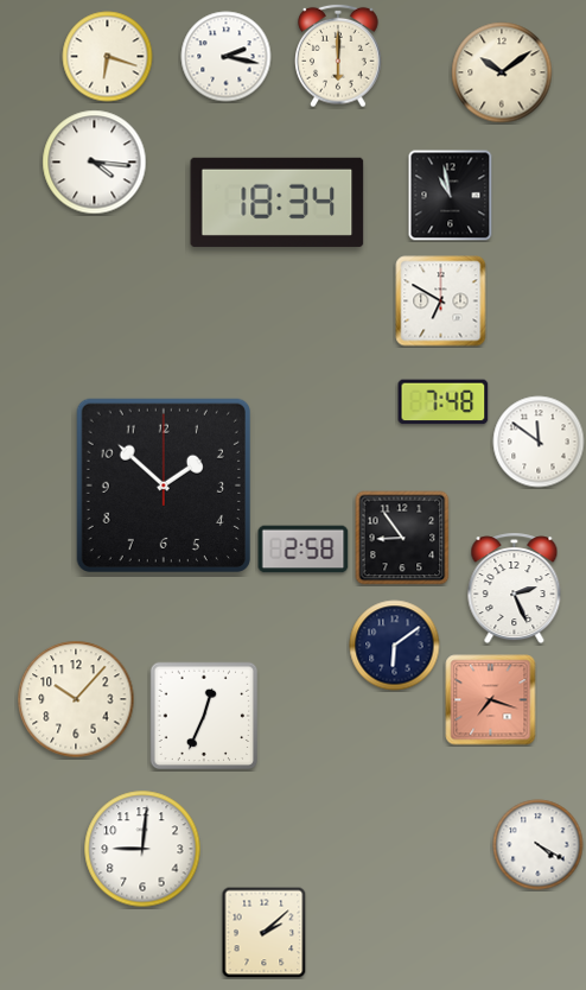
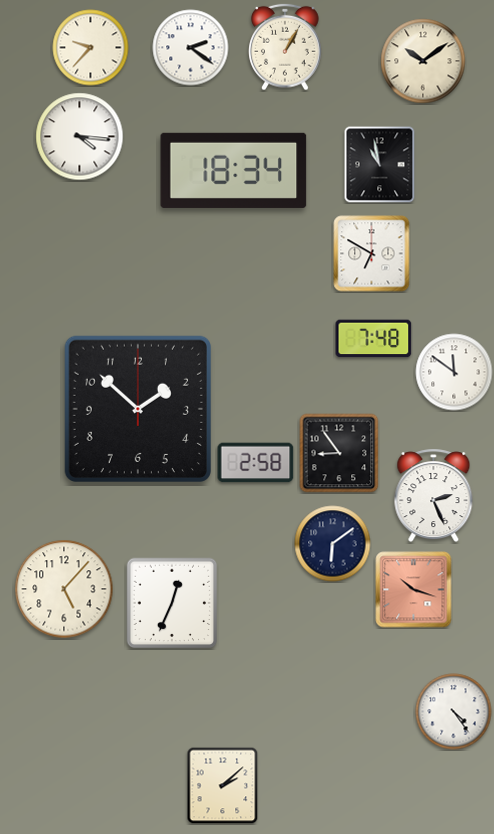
clock at (338, 56): 6:00 -> 1:05
clock at (108, 57): 6:18 -> 9:37
clock at (227, 57): 2:17 -> 2:21
clock at (76, 699): 10:07 -> 5:07
clock at (491, 700): 7:18 -> 10:18
clock at (539, 845): 4:20 -> 4:24
clock at (142, 849): 9:01 -> none
